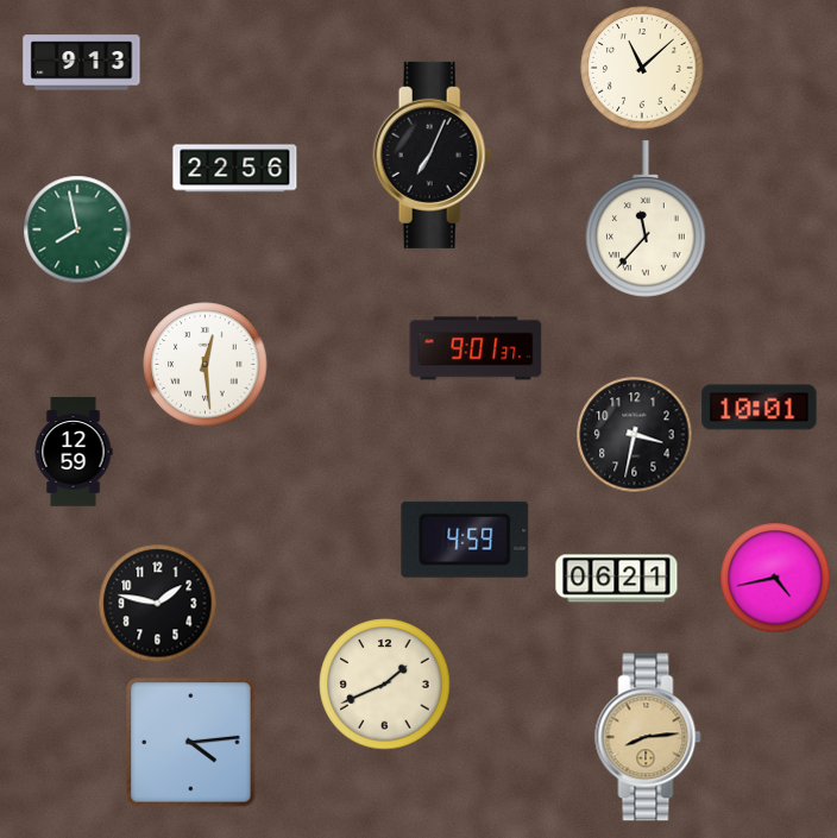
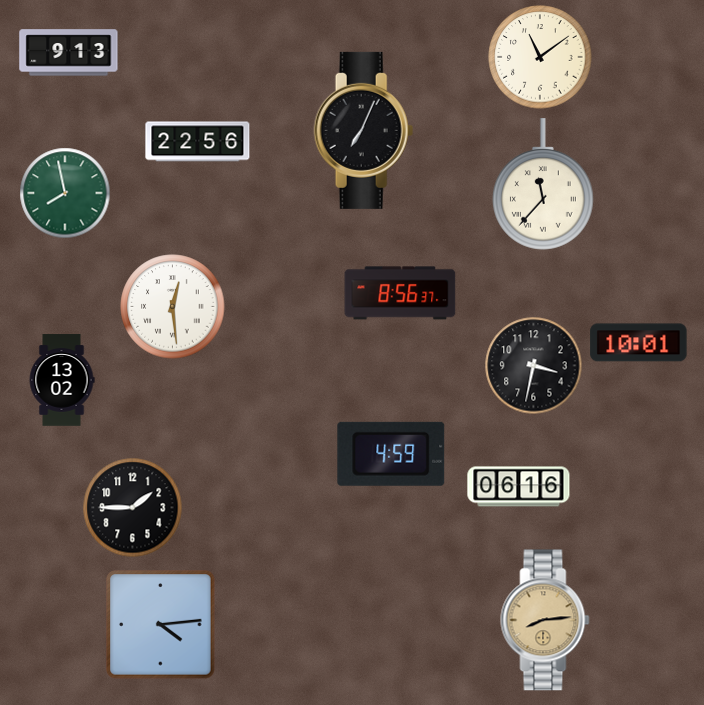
clock at (642, 68): 11:08 -> 11:09
clock at (476, 348): 9:01 -> 8:56
clock at (74, 452): 12:59 -> 13:02
clock at (775, 578): 4:43 -> none
clock at (617, 579): 06:21 -> 06:16
clock at (158, 604): 1:47 -> 1:45
clock at (385, 685): 1:41 -> none
